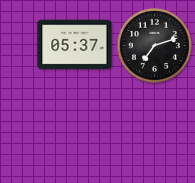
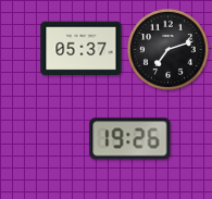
clock at (130, 139): none -> 19:26
